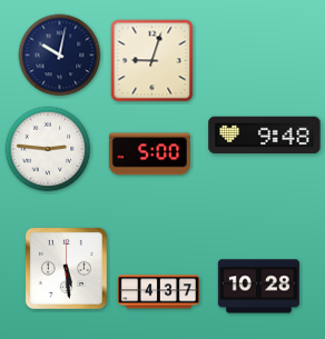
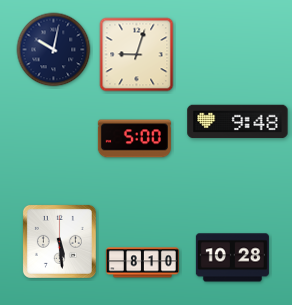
clock at (48, 149): 2:46 -> none
clock at (158, 292): 4:37 -> 8:10
